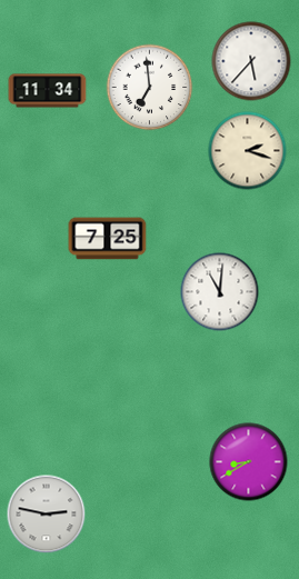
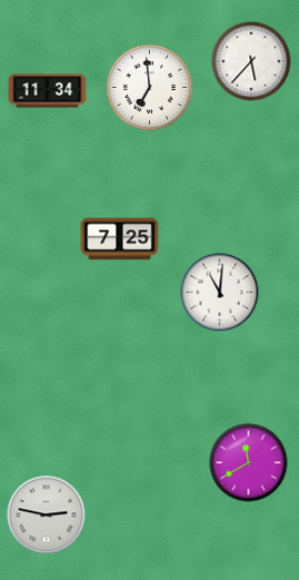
clock at (248, 151): 2:18 -> none
clock at (108, 239) position: (108, 239) -> (120, 239)
clock at (249, 462): 8:40 -> 11:40
